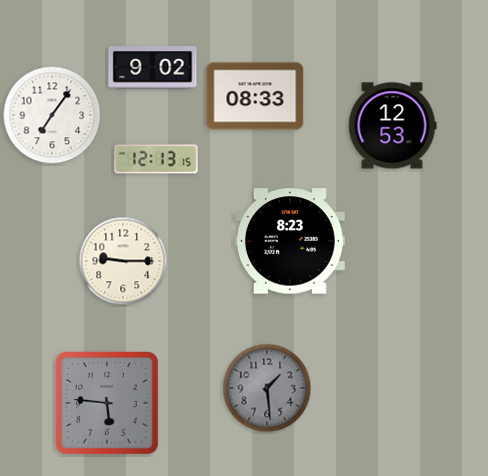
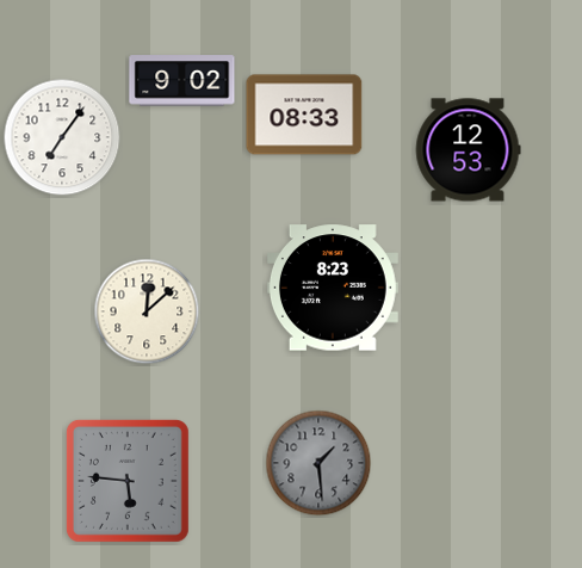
clock at (156, 159): 12:13 -> none
clock at (290, 241) position: (290, 241) -> (333, 288)
clock at (123, 261): 9:15 -> 12:08
